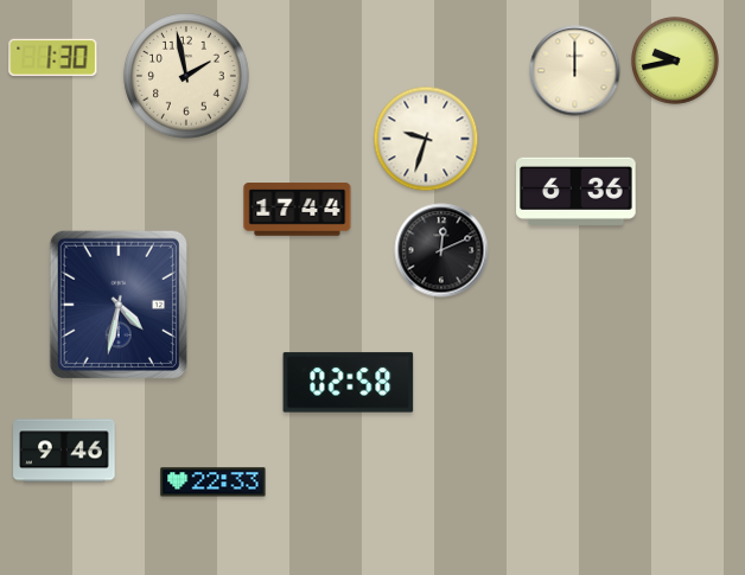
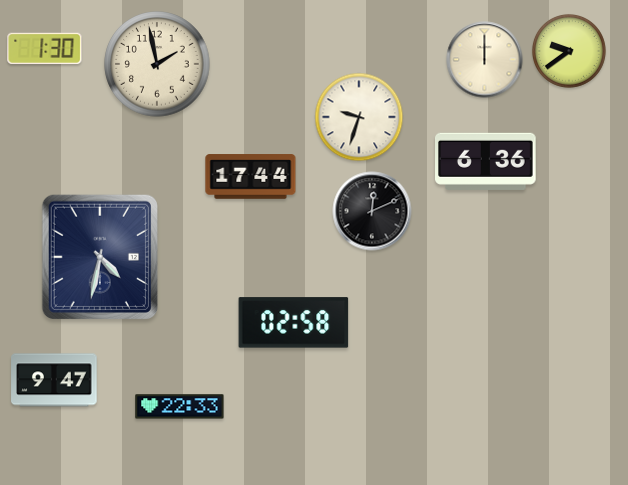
clock at (675, 60): 9:43 -> 9:39
clock at (64, 451): 9:46 -> 9:47
